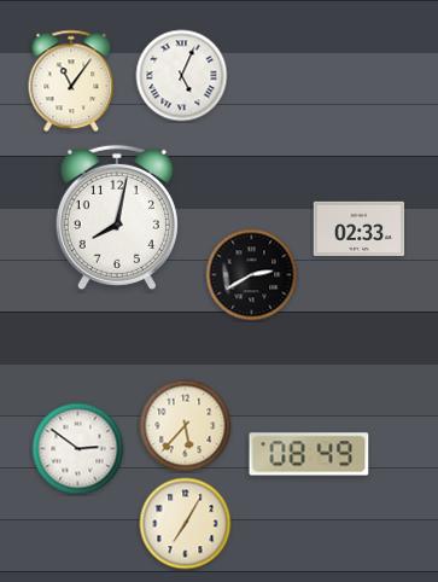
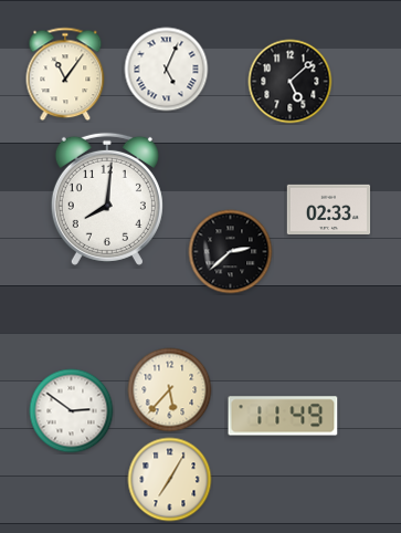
clock at (291, 82): none -> 5:08
clock at (117, 217): 8:02 -> 8:01
clock at (252, 275): 2:40 -> 2:38
clock at (309, 454): 08:49 -> 11:49
